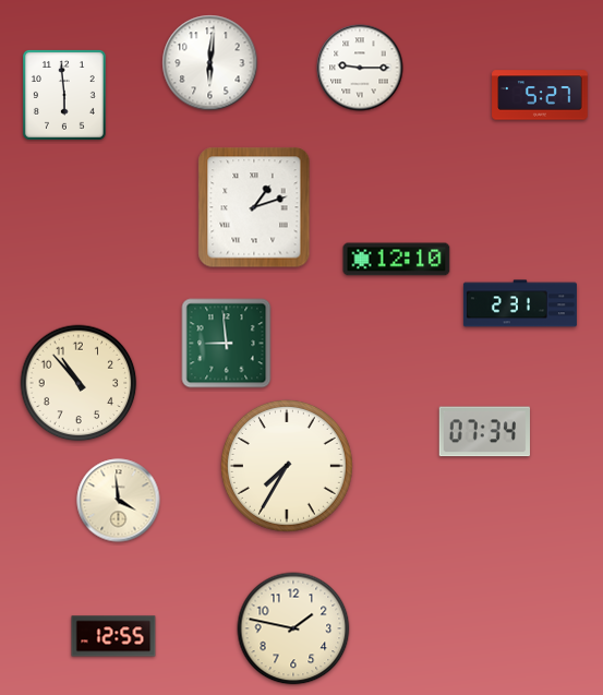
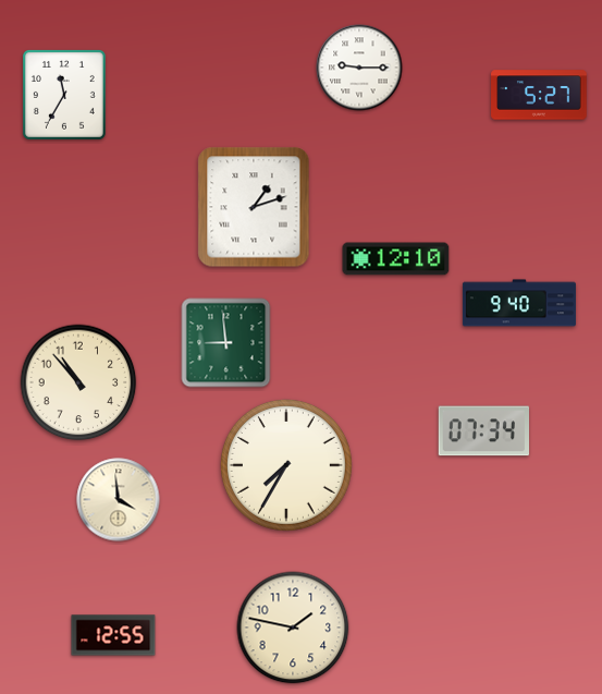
clock at (210, 63): 6:01 -> none
clock at (64, 95): 5:59 -> 11:35
clock at (520, 303): 2:31 -> 9:40
